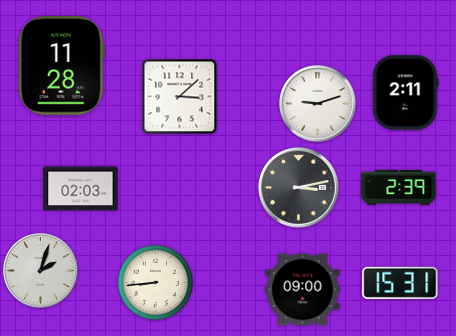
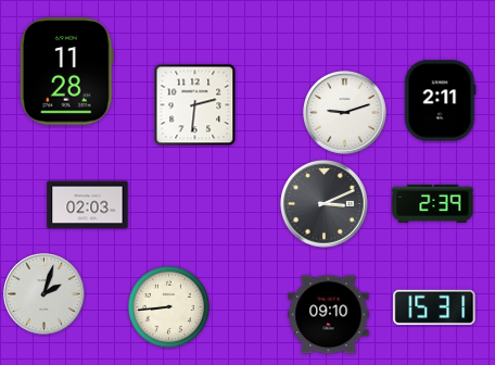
clock at (180, 97): 3:08 -> 2:31
clock at (299, 188): 3:13 -> 3:11
clock at (303, 290): 09:00 -> 09:10
